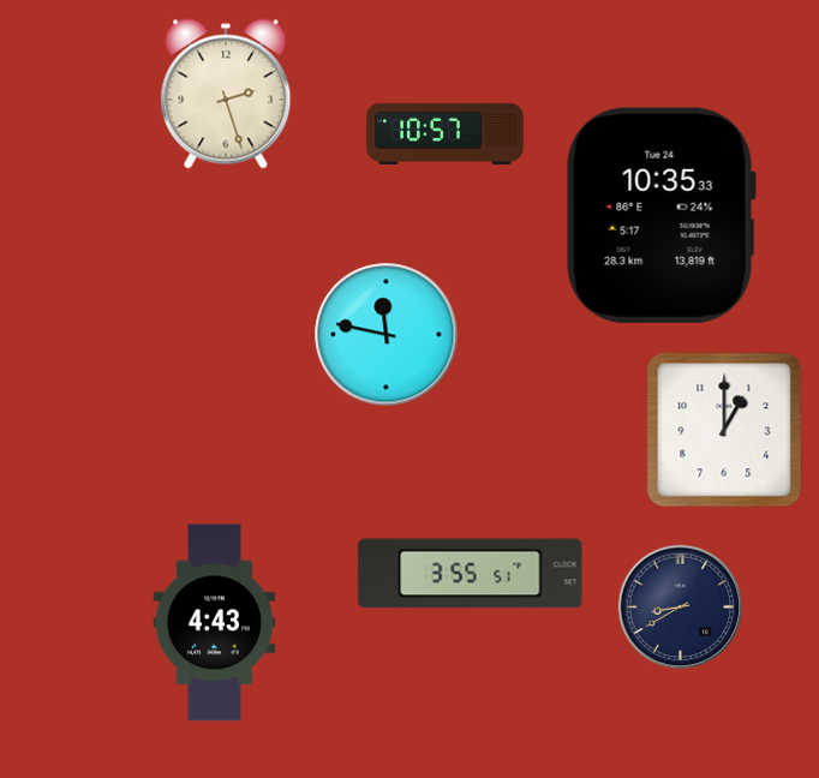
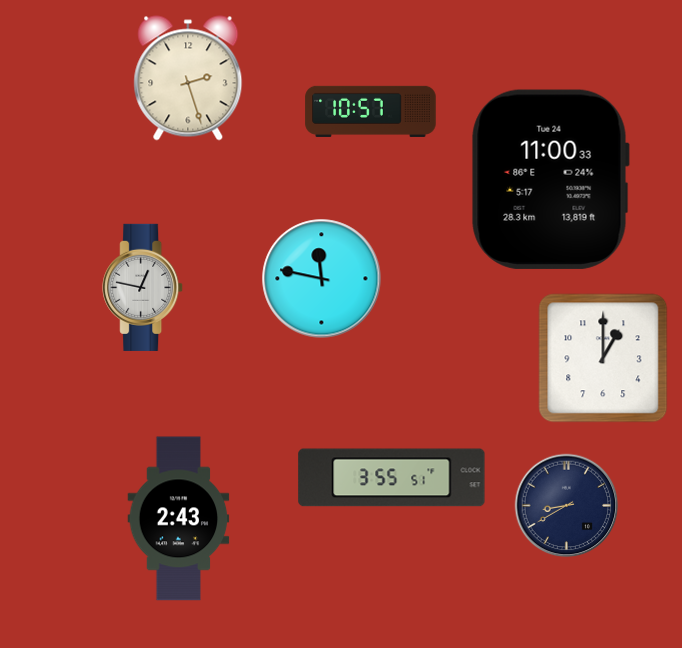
clock at (660, 215): 10:35 -> 11:00
clock at (143, 287): none -> 12:47
clock at (215, 623): 4:43 -> 2:43
